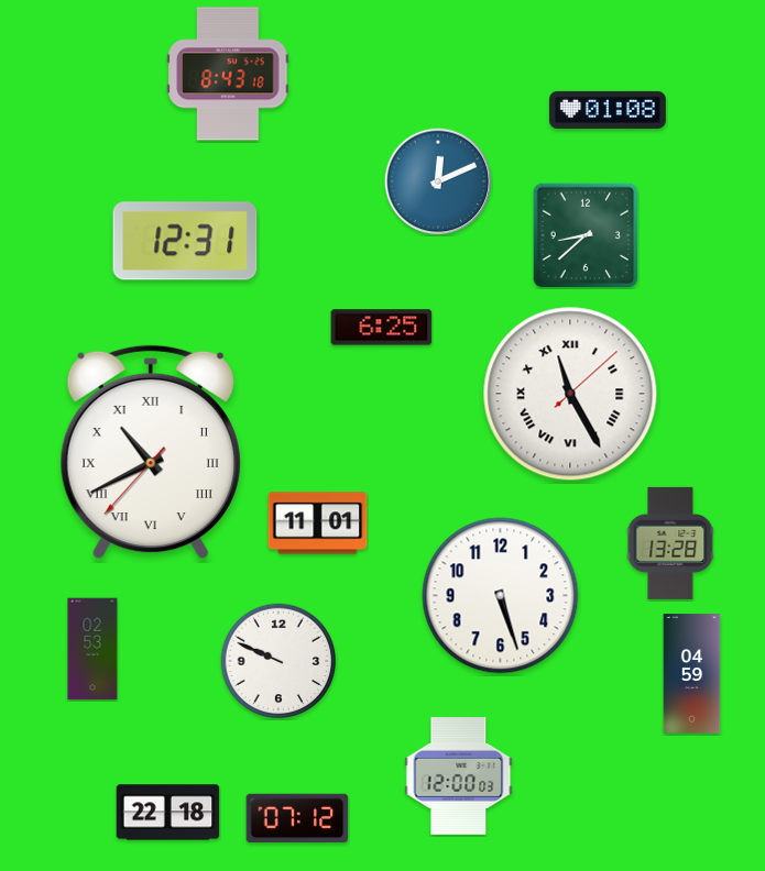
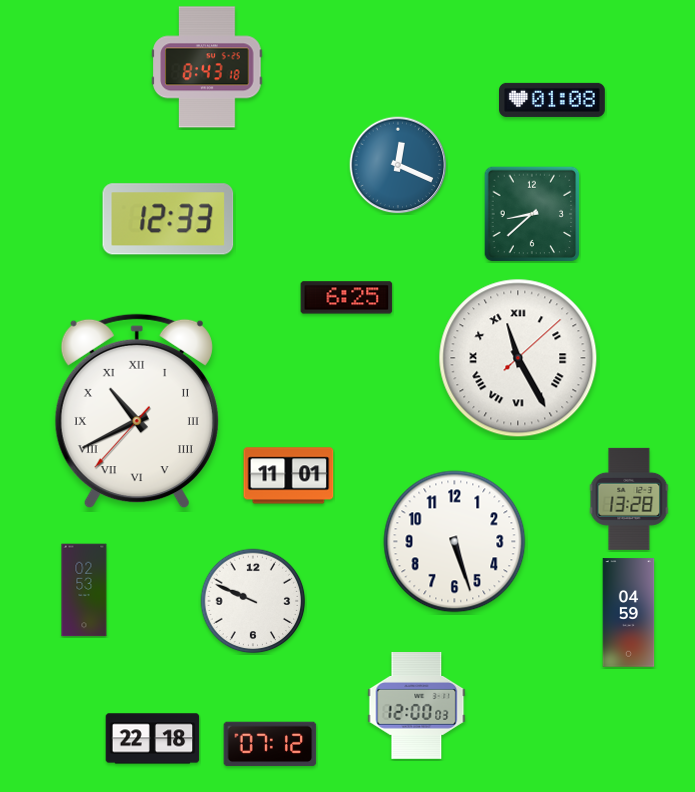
clock at (438, 181): 12:11 -> 12:19
clock at (185, 241): 12:31 -> 12:33
clock at (670, 543) position: (670, 543) -> (629, 499)
